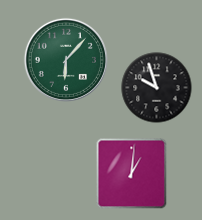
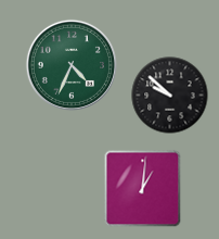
clock at (66, 60): 6:07 -> 4:34
clock at (157, 88): 9:57 -> 9:52
